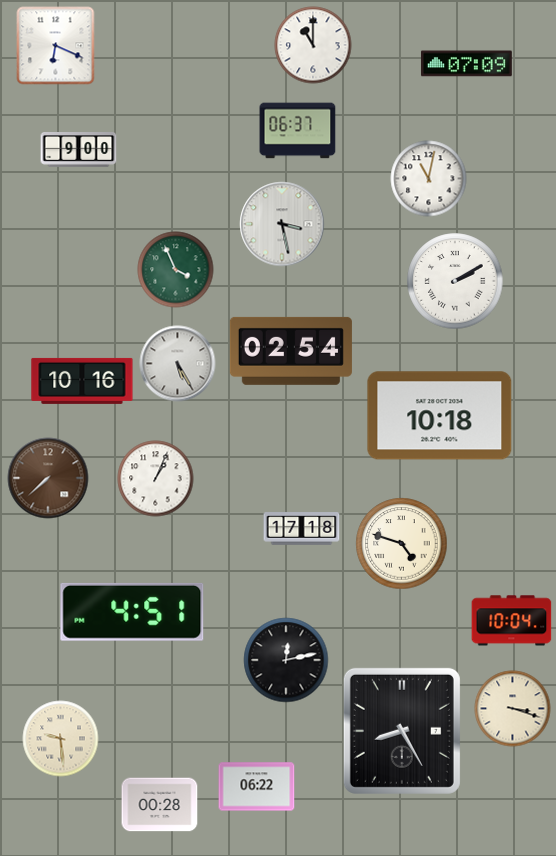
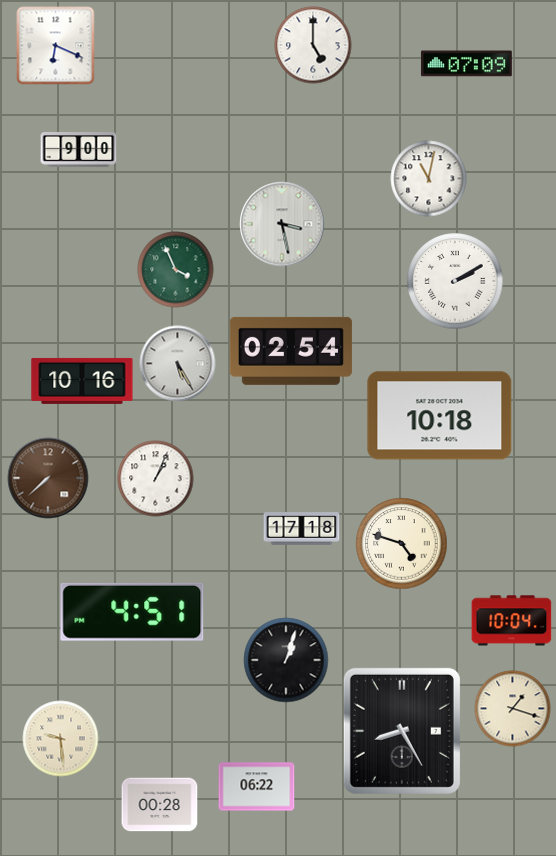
clock at (313, 45): 11:00 -> 5:00
clock at (298, 131): 06:37 -> none
clock at (286, 660): 12:13 -> 1:03
clock at (513, 709): 3:18 -> 1:18
